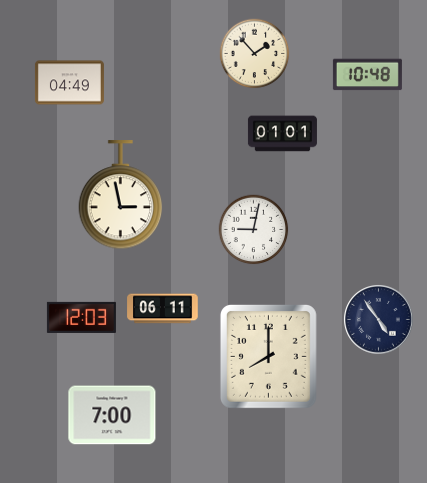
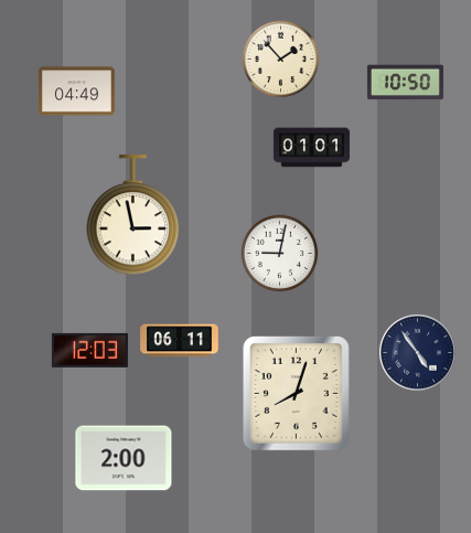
clock at (367, 75): 10:48 -> 10:50
clock at (268, 356): 8:00 -> 8:03
clock at (112, 415): 7:00 -> 2:00
